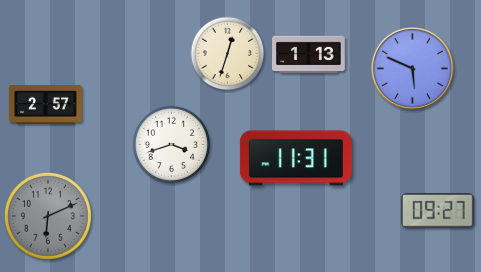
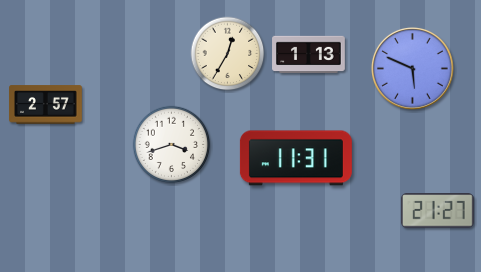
clock at (228, 54): 12:33 -> 12:35
clock at (437, 211): 09:27 -> 21:27
clock at (48, 216): 6:11 -> none
